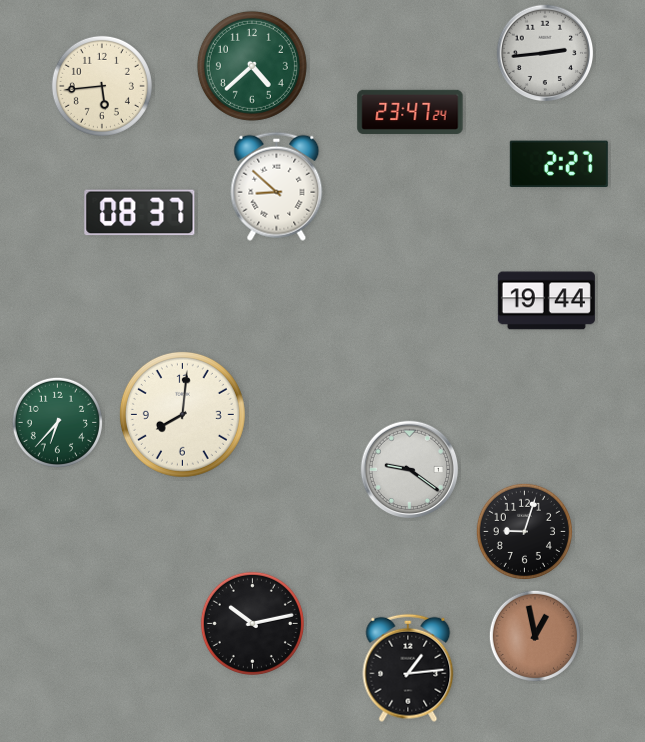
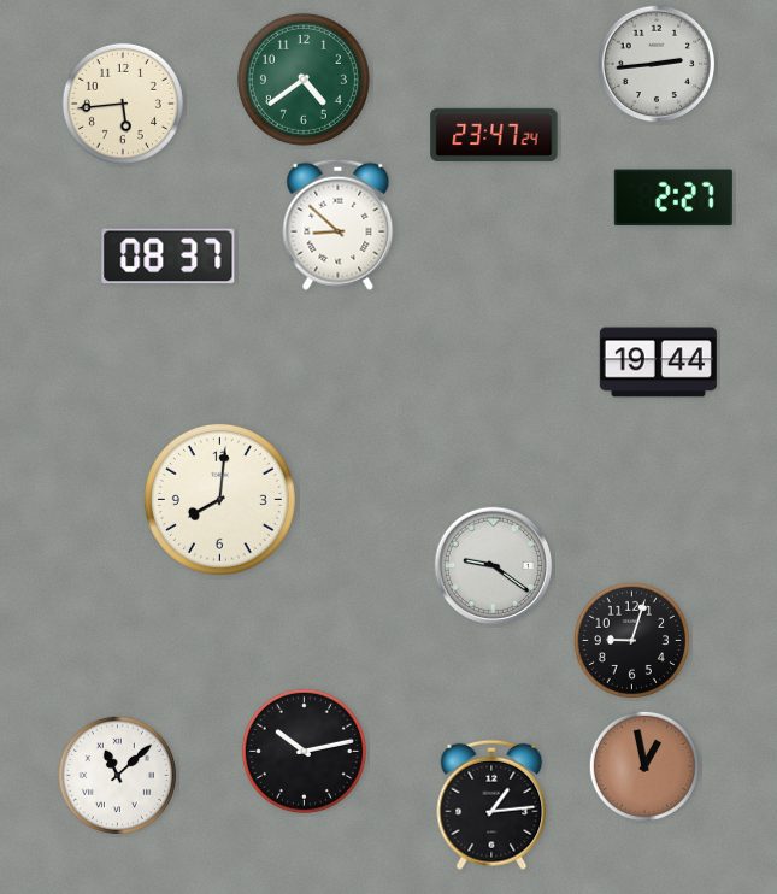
clock at (252, 66): 4:38 -> 4:39
clock at (277, 186) position: (277, 186) -> (339, 224)
clock at (57, 422): 6:37 -> none
clock at (117, 775): none -> 11:08
